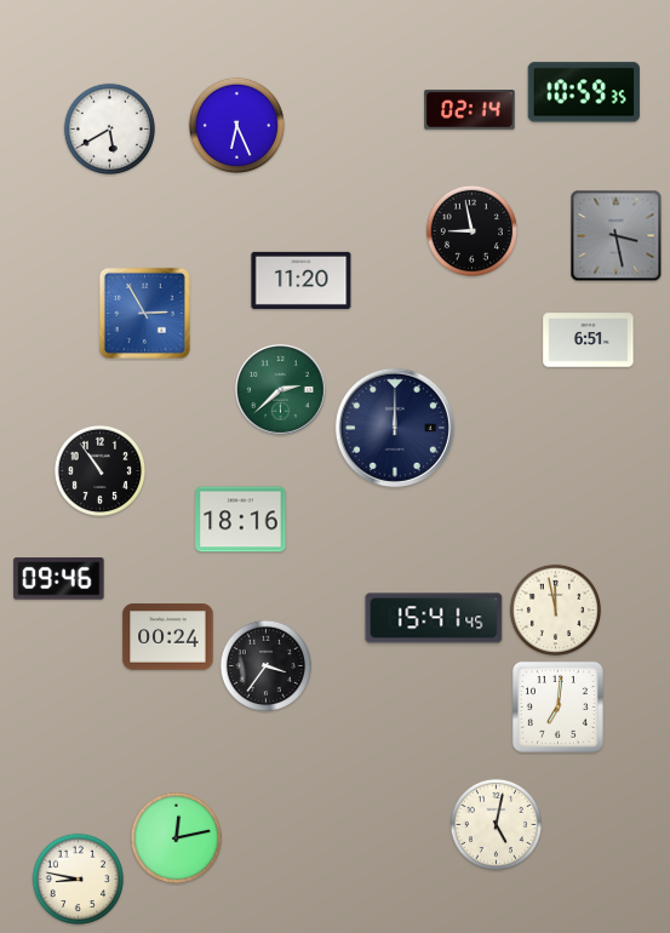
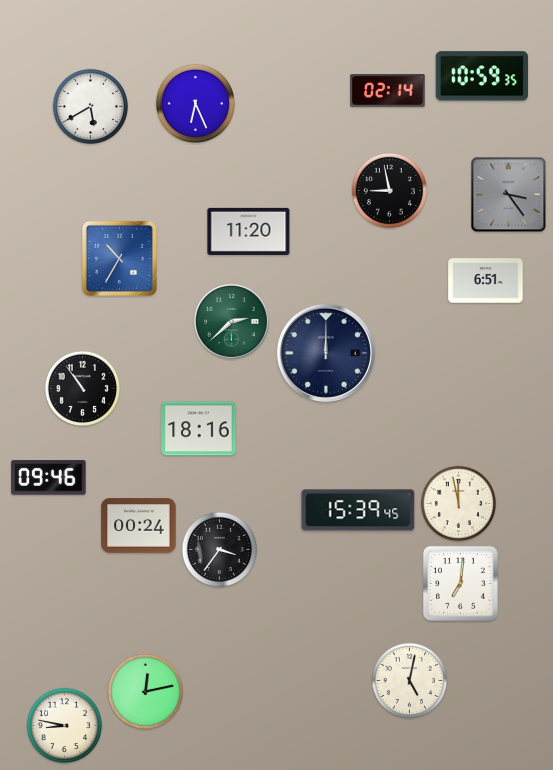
clock at (617, 236): 3:28 -> 3:24
clock at (144, 313): 2:55 -> 10:35
clock at (434, 618): 15:41 -> 15:39
